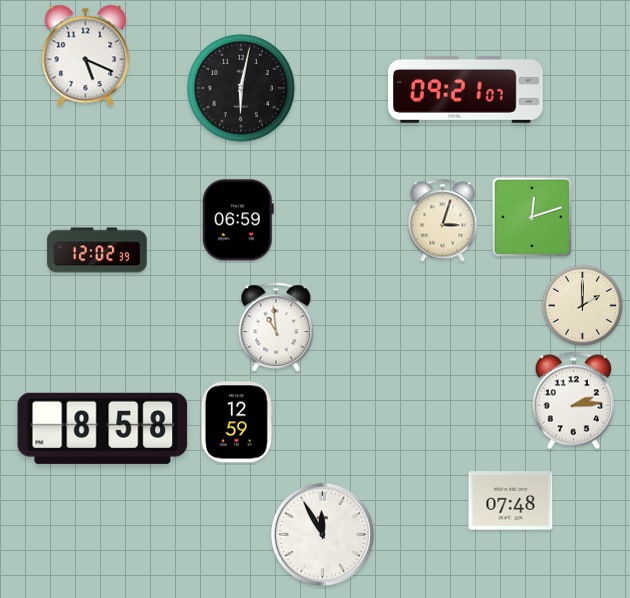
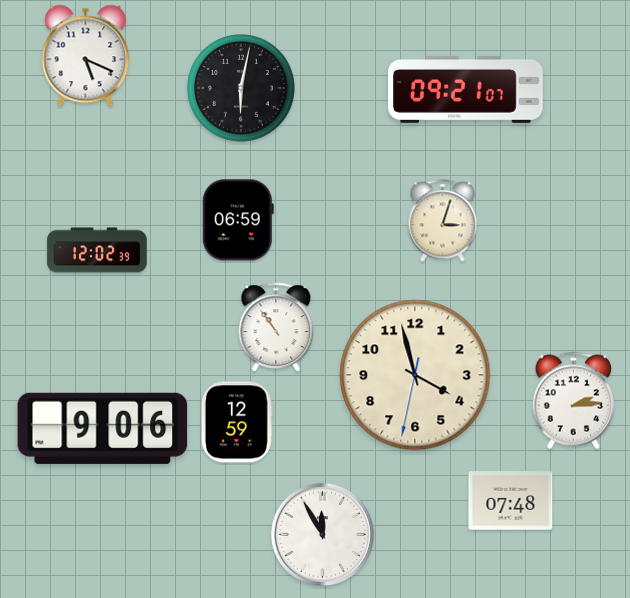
clock at (532, 217): 12:12 -> none
clock at (582, 305): 2:00 -> none
clock at (276, 328): 10:59 -> 10:54
clock at (415, 375): none -> 3:57
clock at (103, 428): 8:58 -> 9:06
